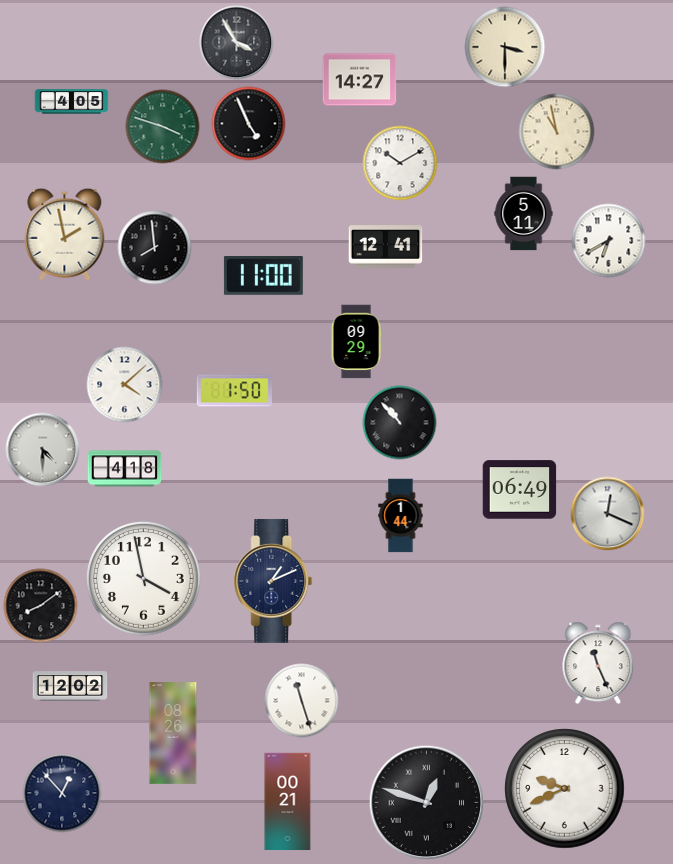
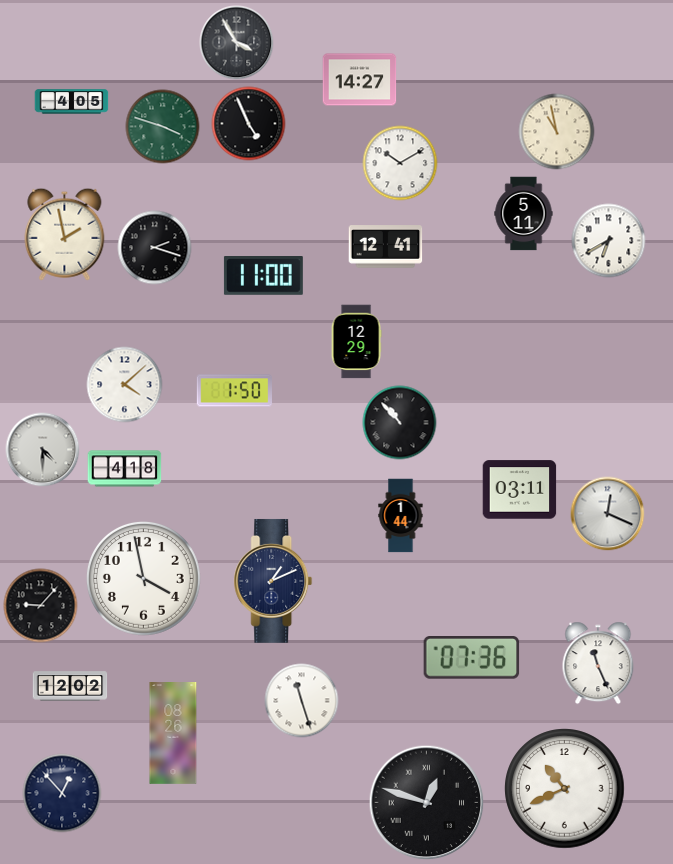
clock at (505, 47): 3:30 -> none
clock at (155, 248): 7:59 -> 2:18
clock at (356, 342): 09:29 -> 12:29
clock at (520, 490): 06:49 -> 03:11
clock at (41, 606): 8:09 -> 9:07
clock at (472, 658): none -> 07:36
clock at (565, 789): 9:41 -> 10:41
clock at (288, 802): 00:21 -> none
